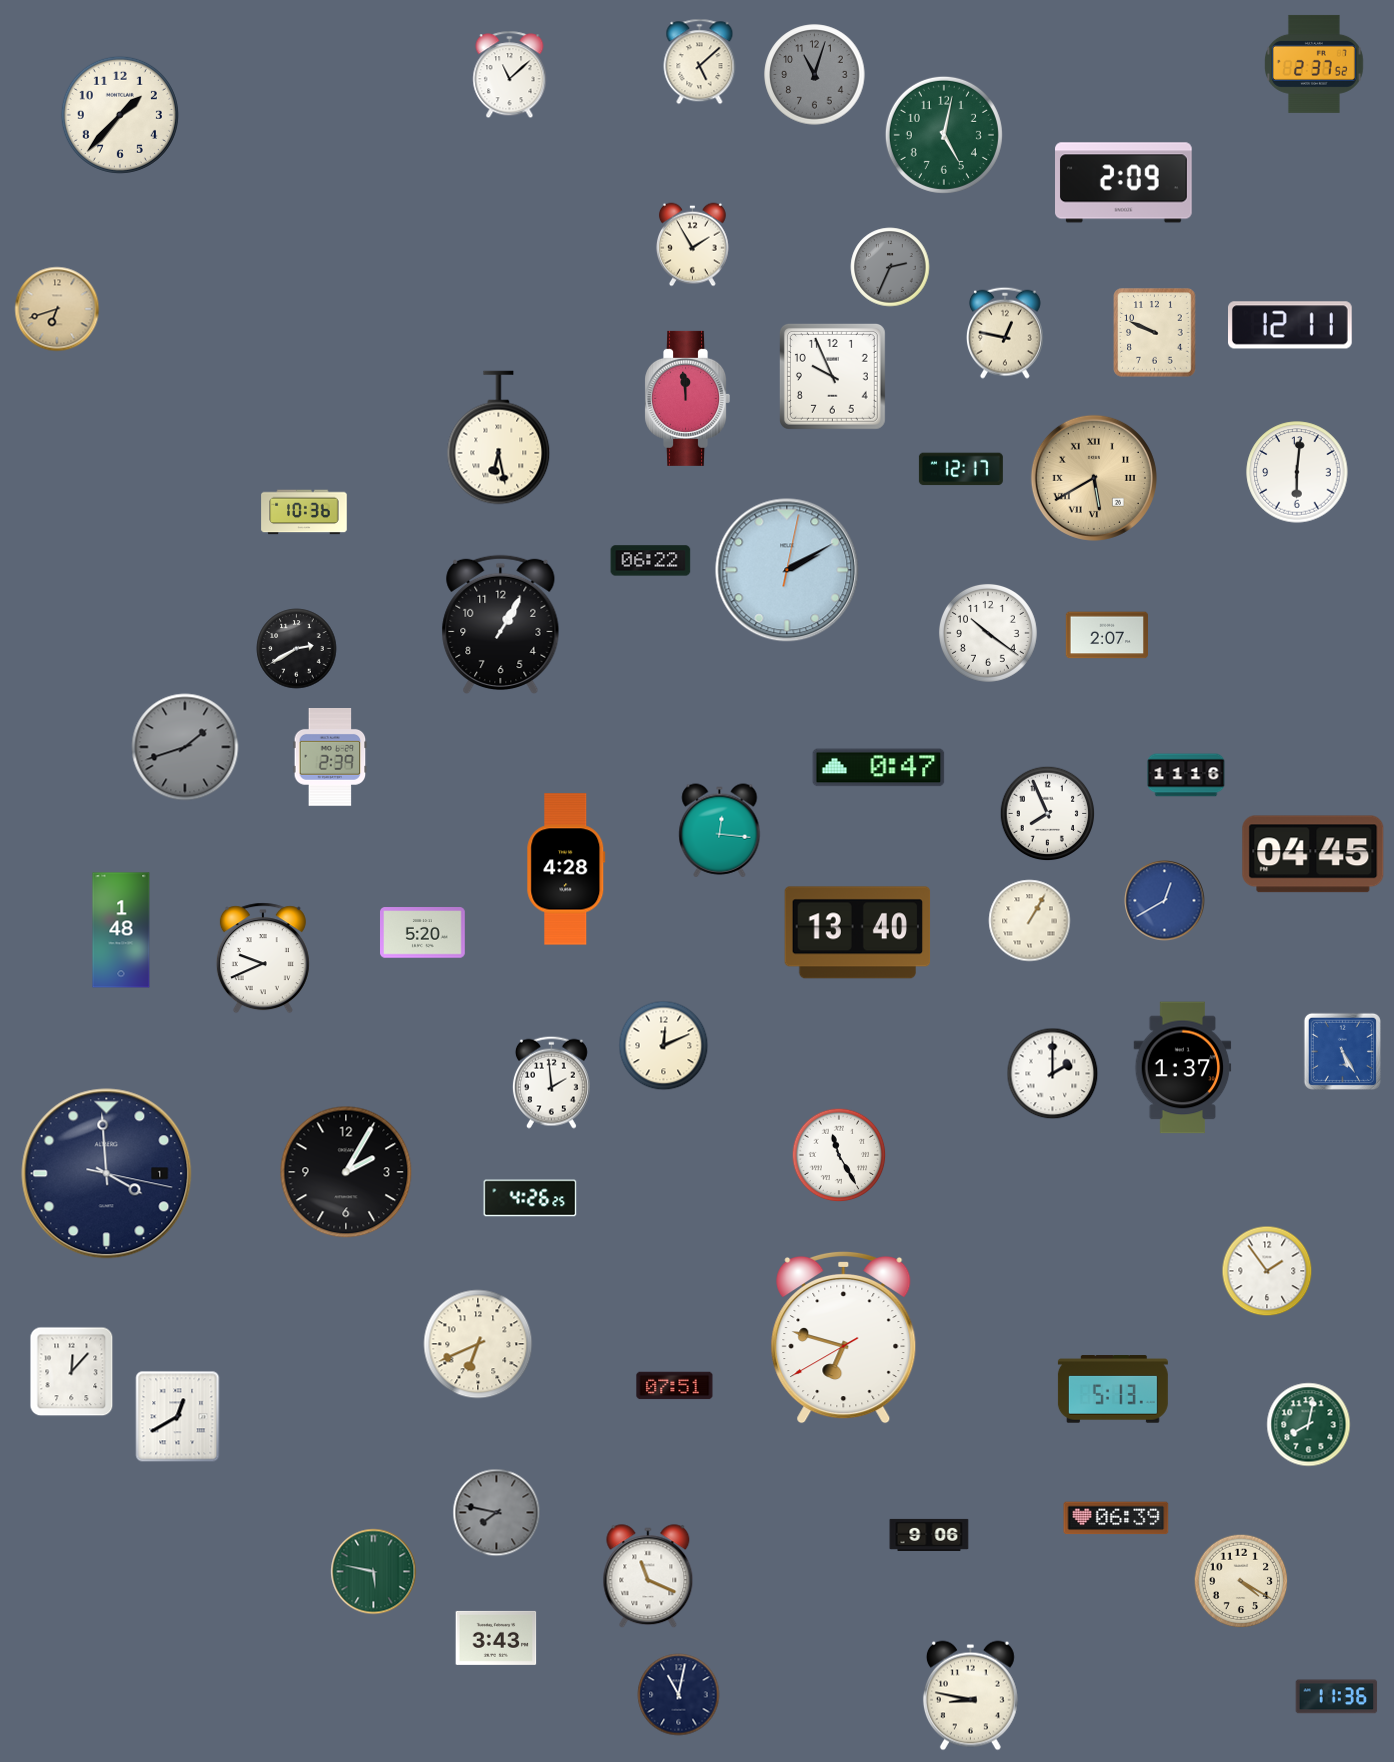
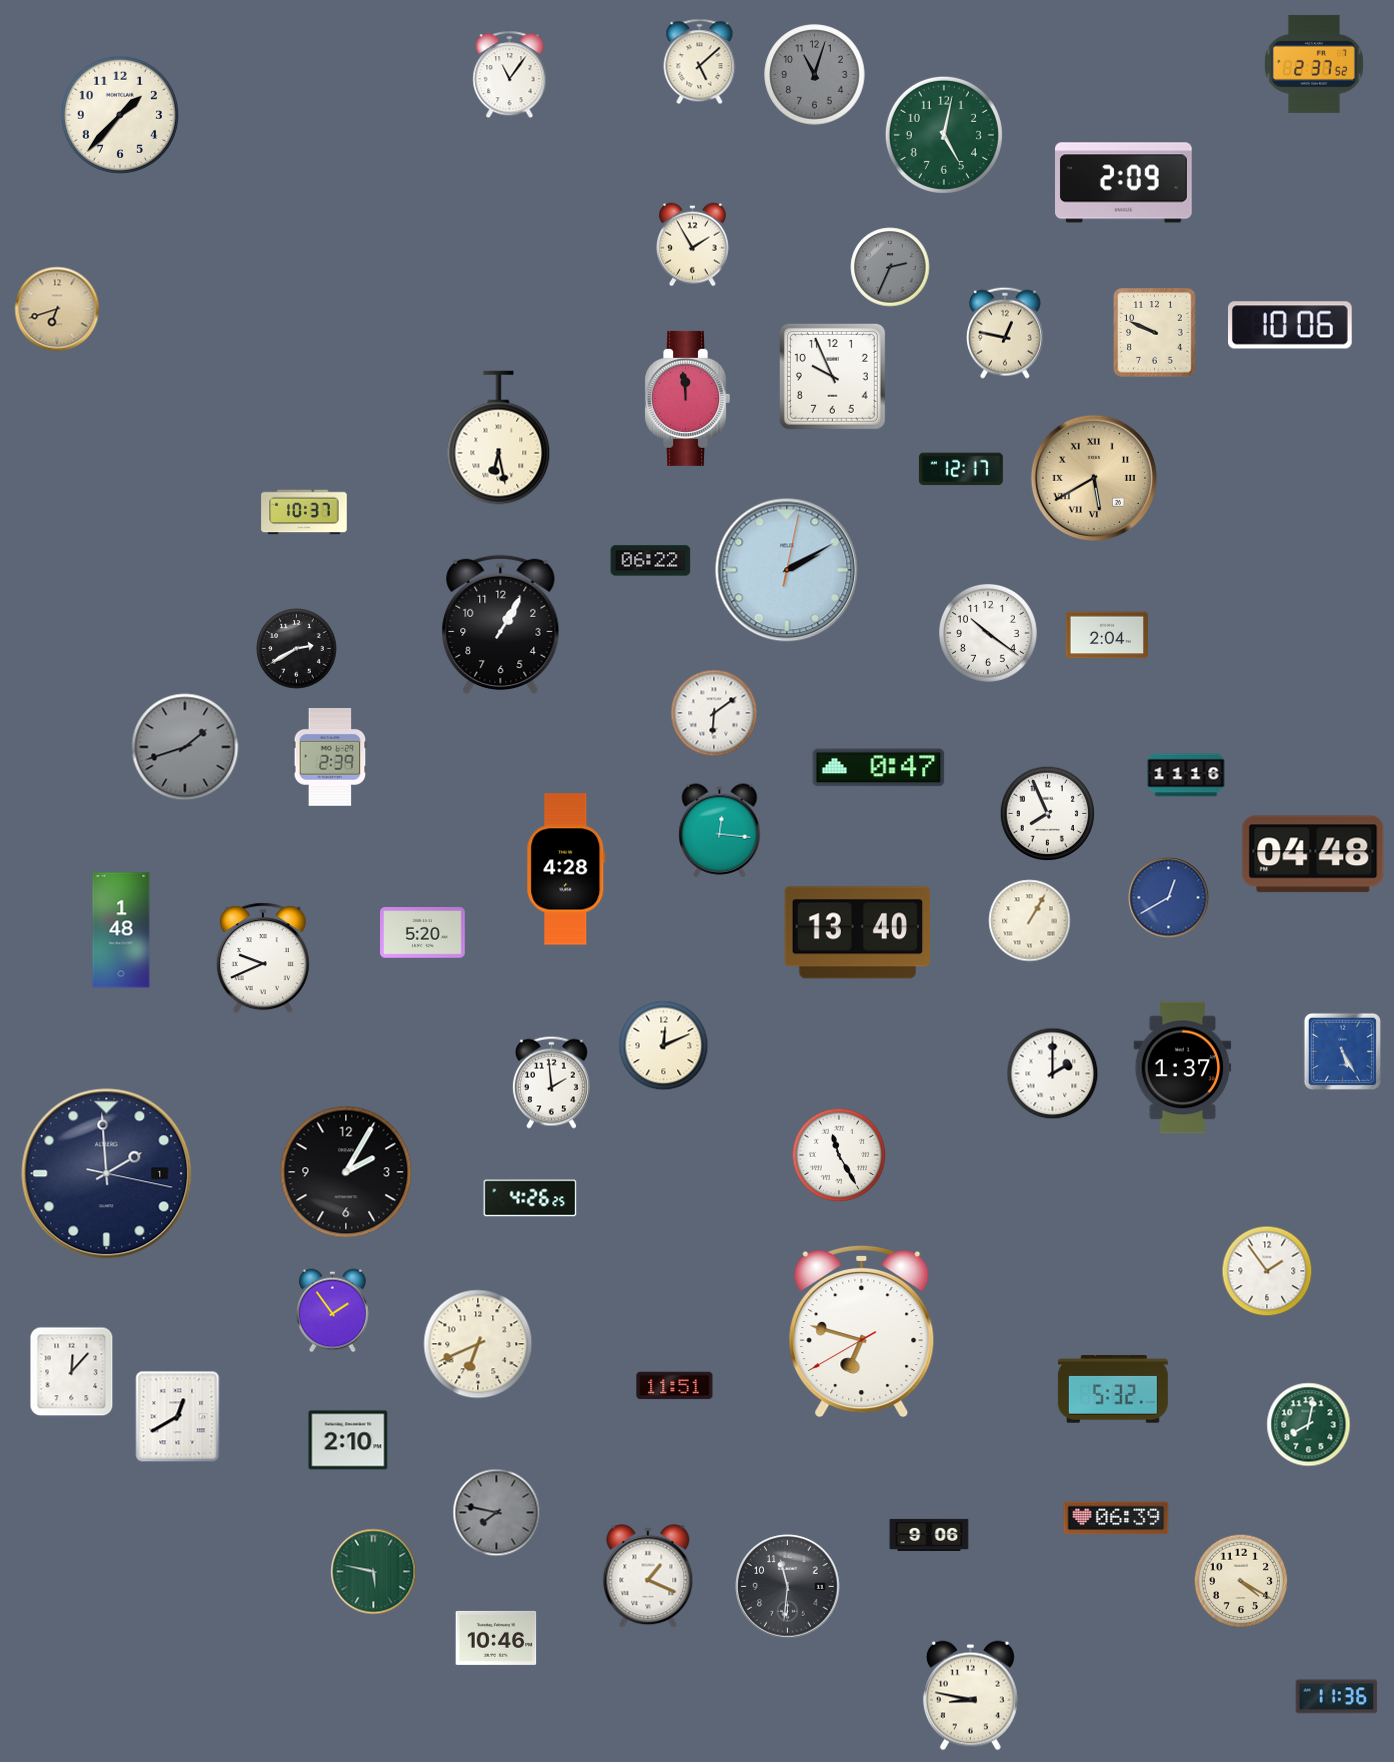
clock at (510, 75): 11:08 -> 11:06
clock at (1291, 325): 12:11 -> 10:06
clock at (1297, 472): 6:01 -> none
clock at (304, 512): 10:36 -> 10:37
clock at (1106, 635): 2:07 -> 2:04
clock at (714, 713): none -> 6:09
clock at (1313, 854): 04:45 -> 04:48
clock at (1165, 901) position: (1165, 901) -> (1169, 898)
clock at (107, 1174): 3:59 -> 1:59
clock at (332, 1311): none -> 1:54
clock at (844, 1337) position: (844, 1337) -> (862, 1331)
clock at (675, 1386): 07:51 -> 11:51
clock at (1113, 1389): 5:13 -> 5:32
clock at (348, 1440): none -> 2:10
clock at (648, 1577): 11:19 -> 1:19
clock at (788, 1587): none -> 11:31
clock at (496, 1638): 3:43 -> 10:46
clock at (679, 1695): 11:02 -> none
